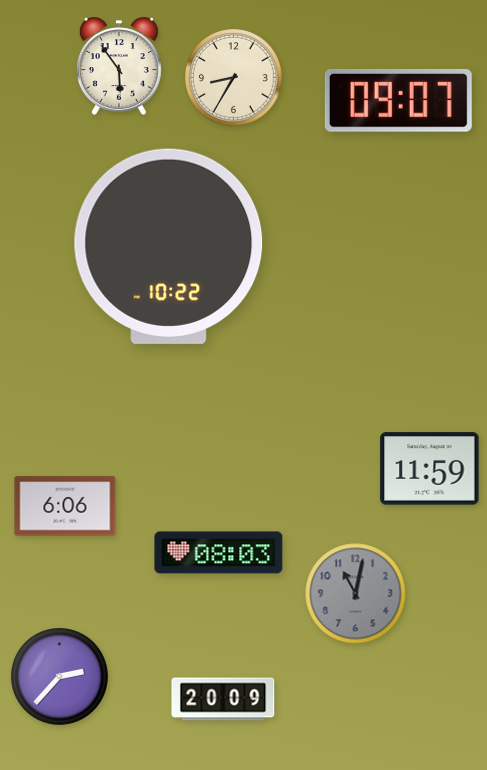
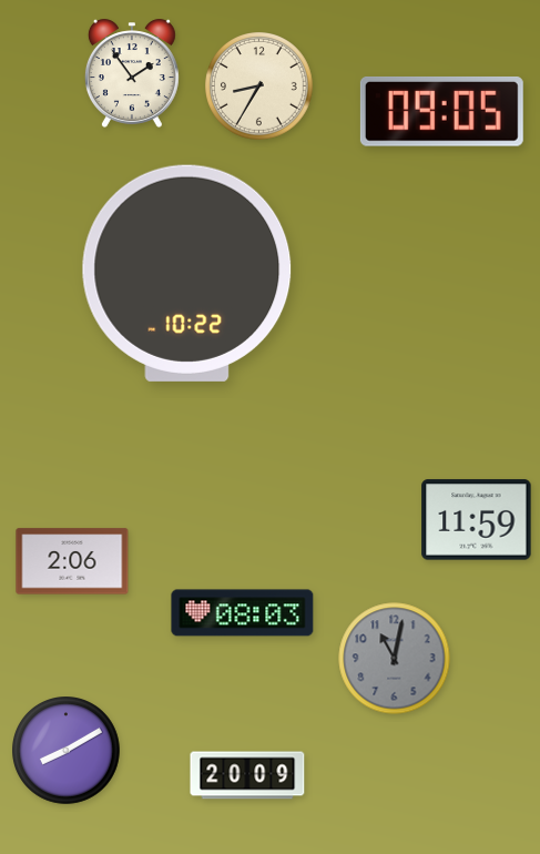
clock at (119, 66): 5:54 -> 1:54
clock at (398, 100): 09:07 -> 09:05
clock at (65, 506): 6:06 -> 2:06
clock at (60, 677): 2:37 -> 8:10
